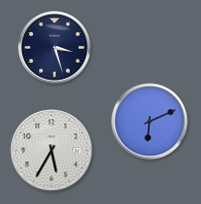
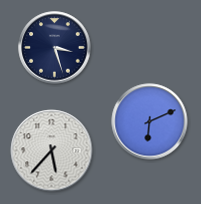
clock at (52, 151): 5:35 -> 5:37
